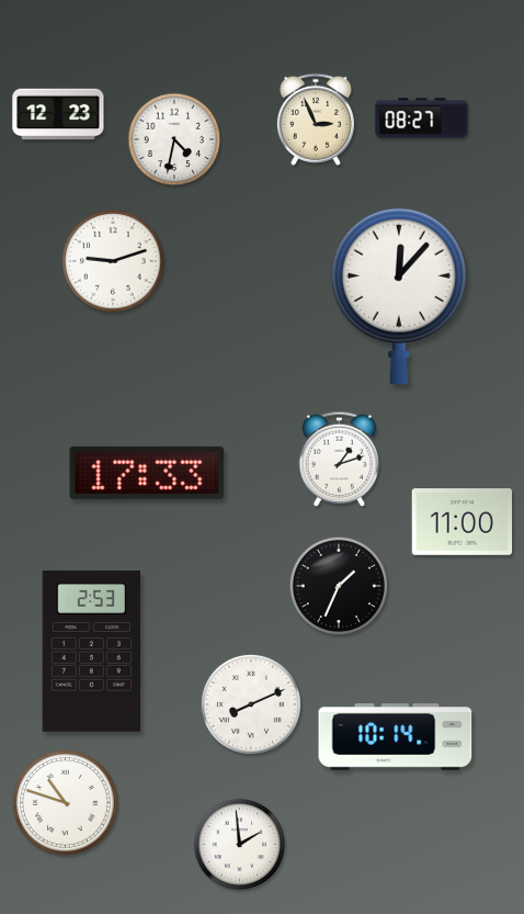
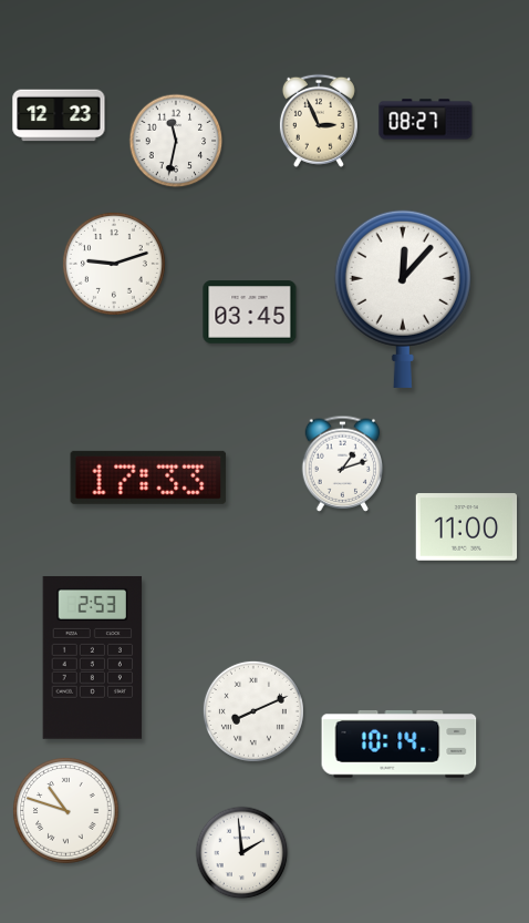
clock at (174, 139): 4:32 -> 11:32
clock at (250, 312): none -> 03:45
clock at (339, 586): 1:34 -> none
